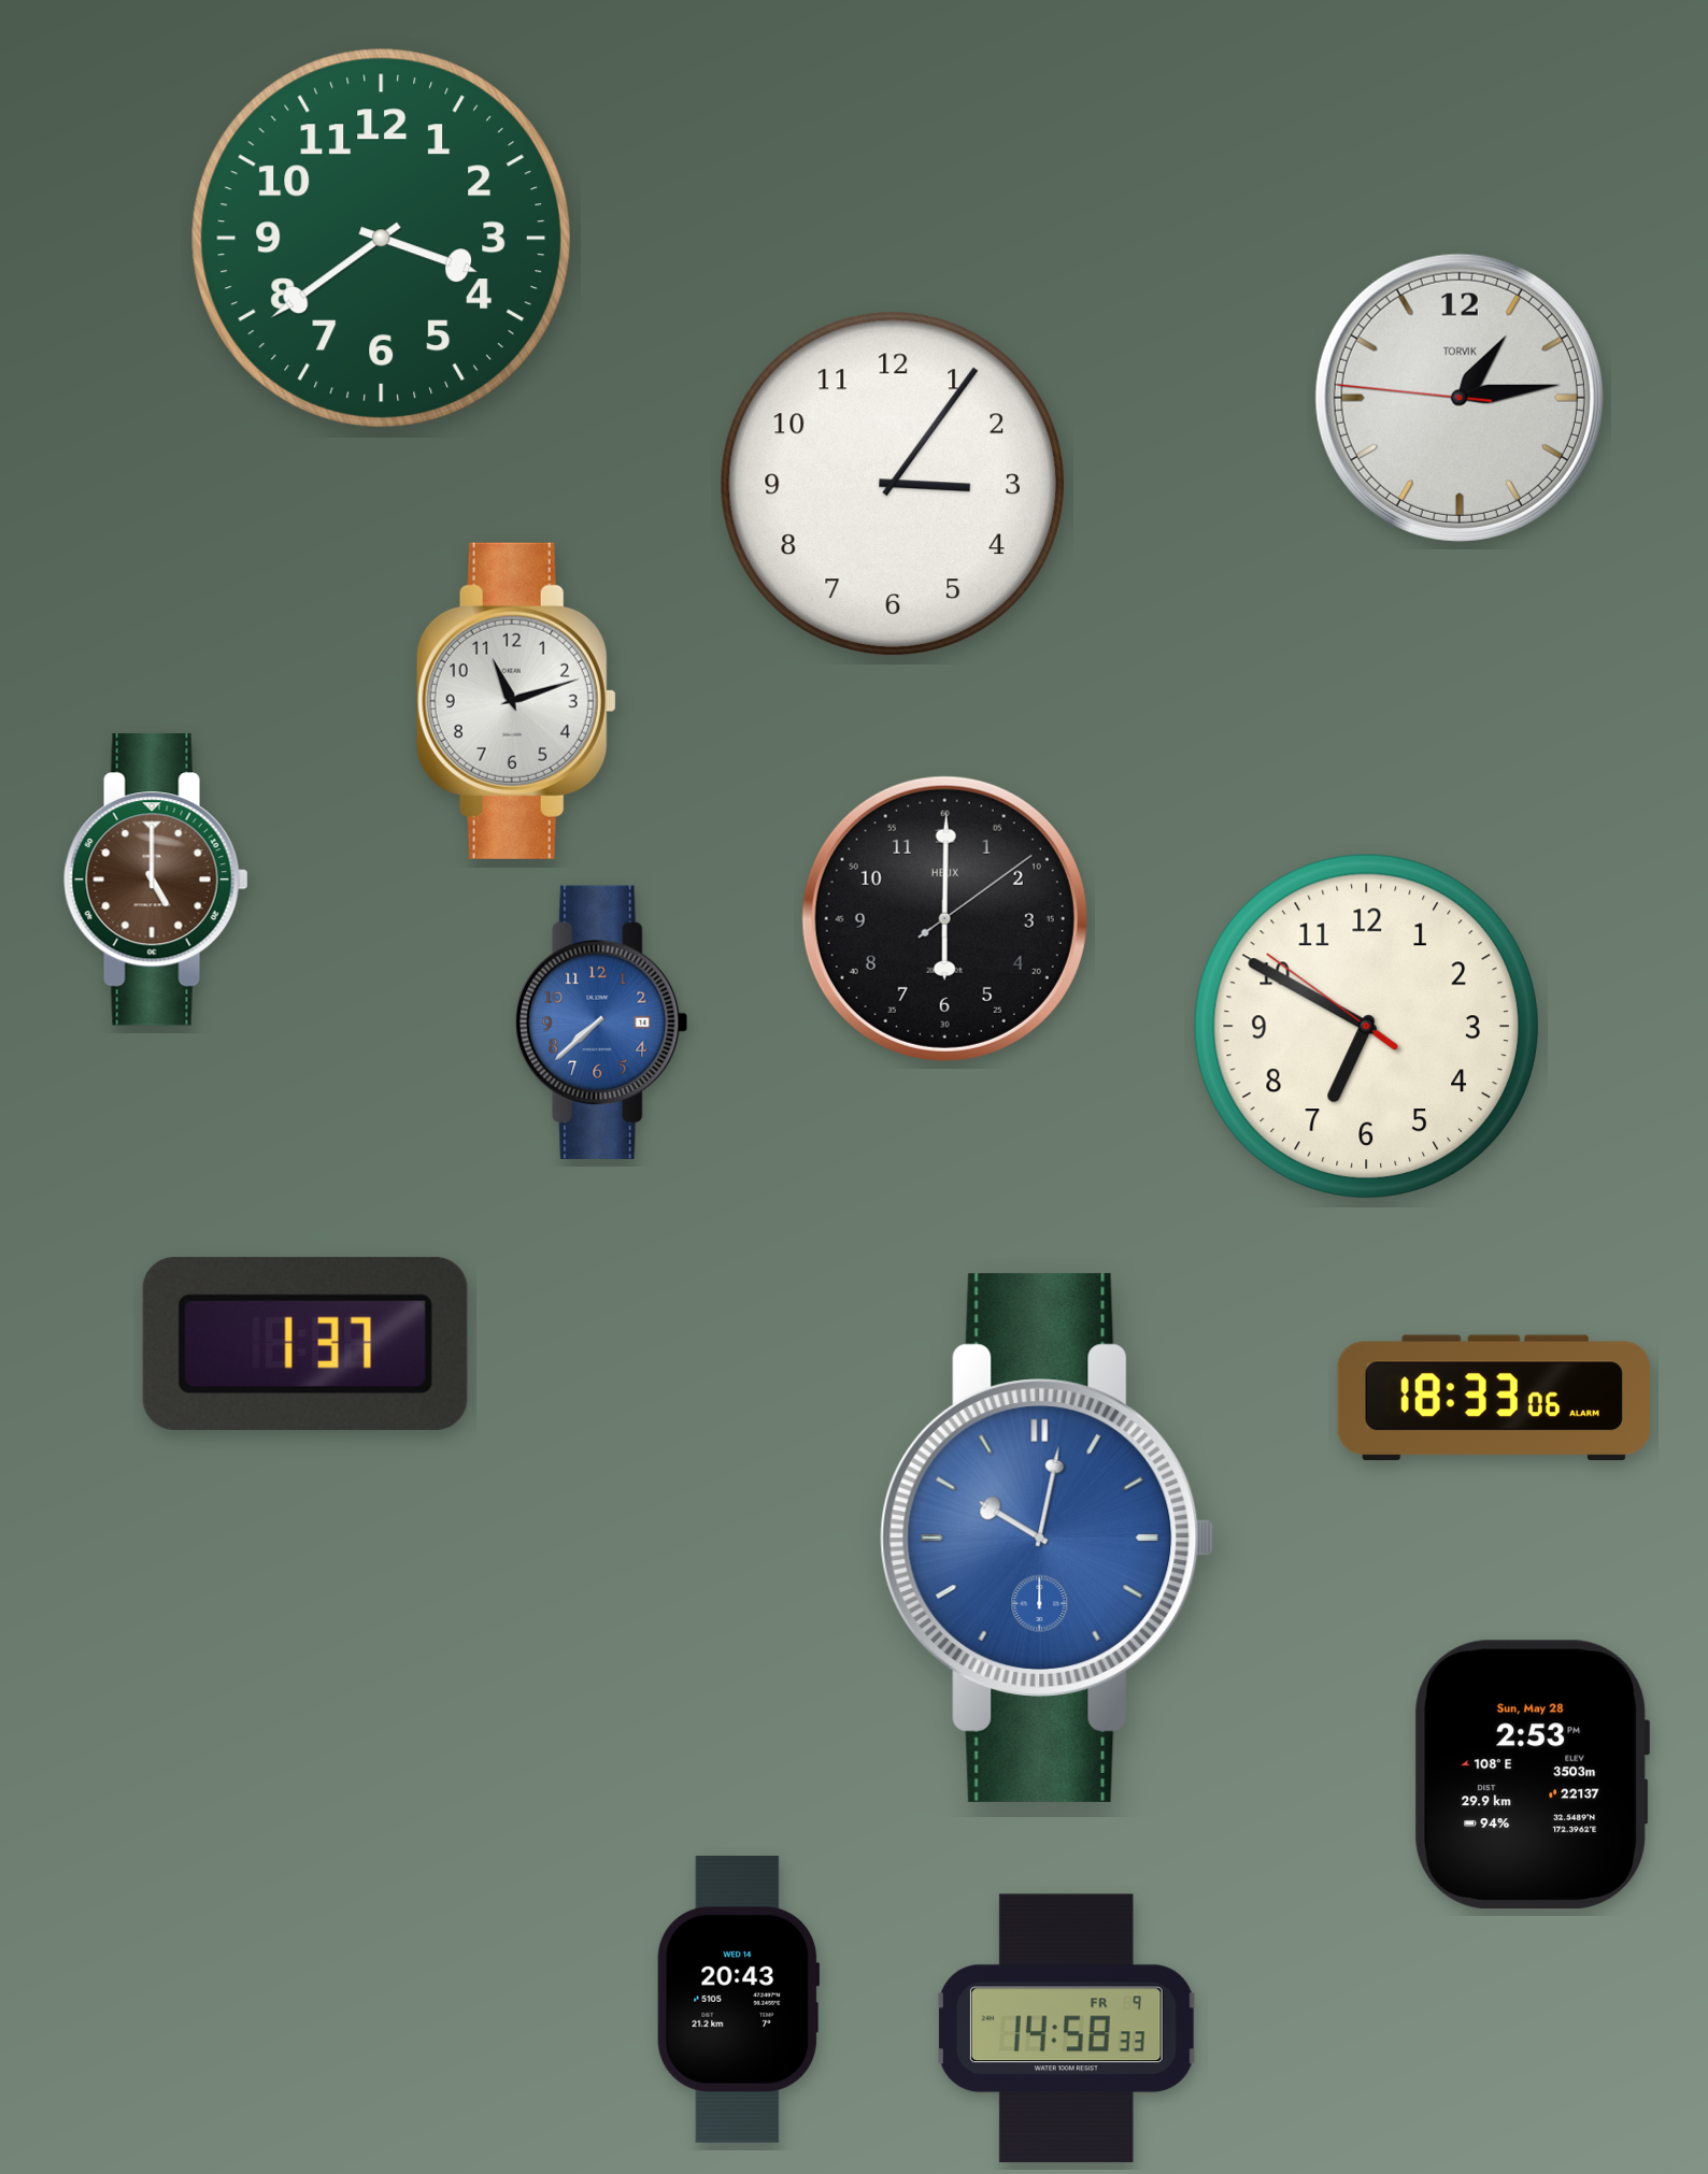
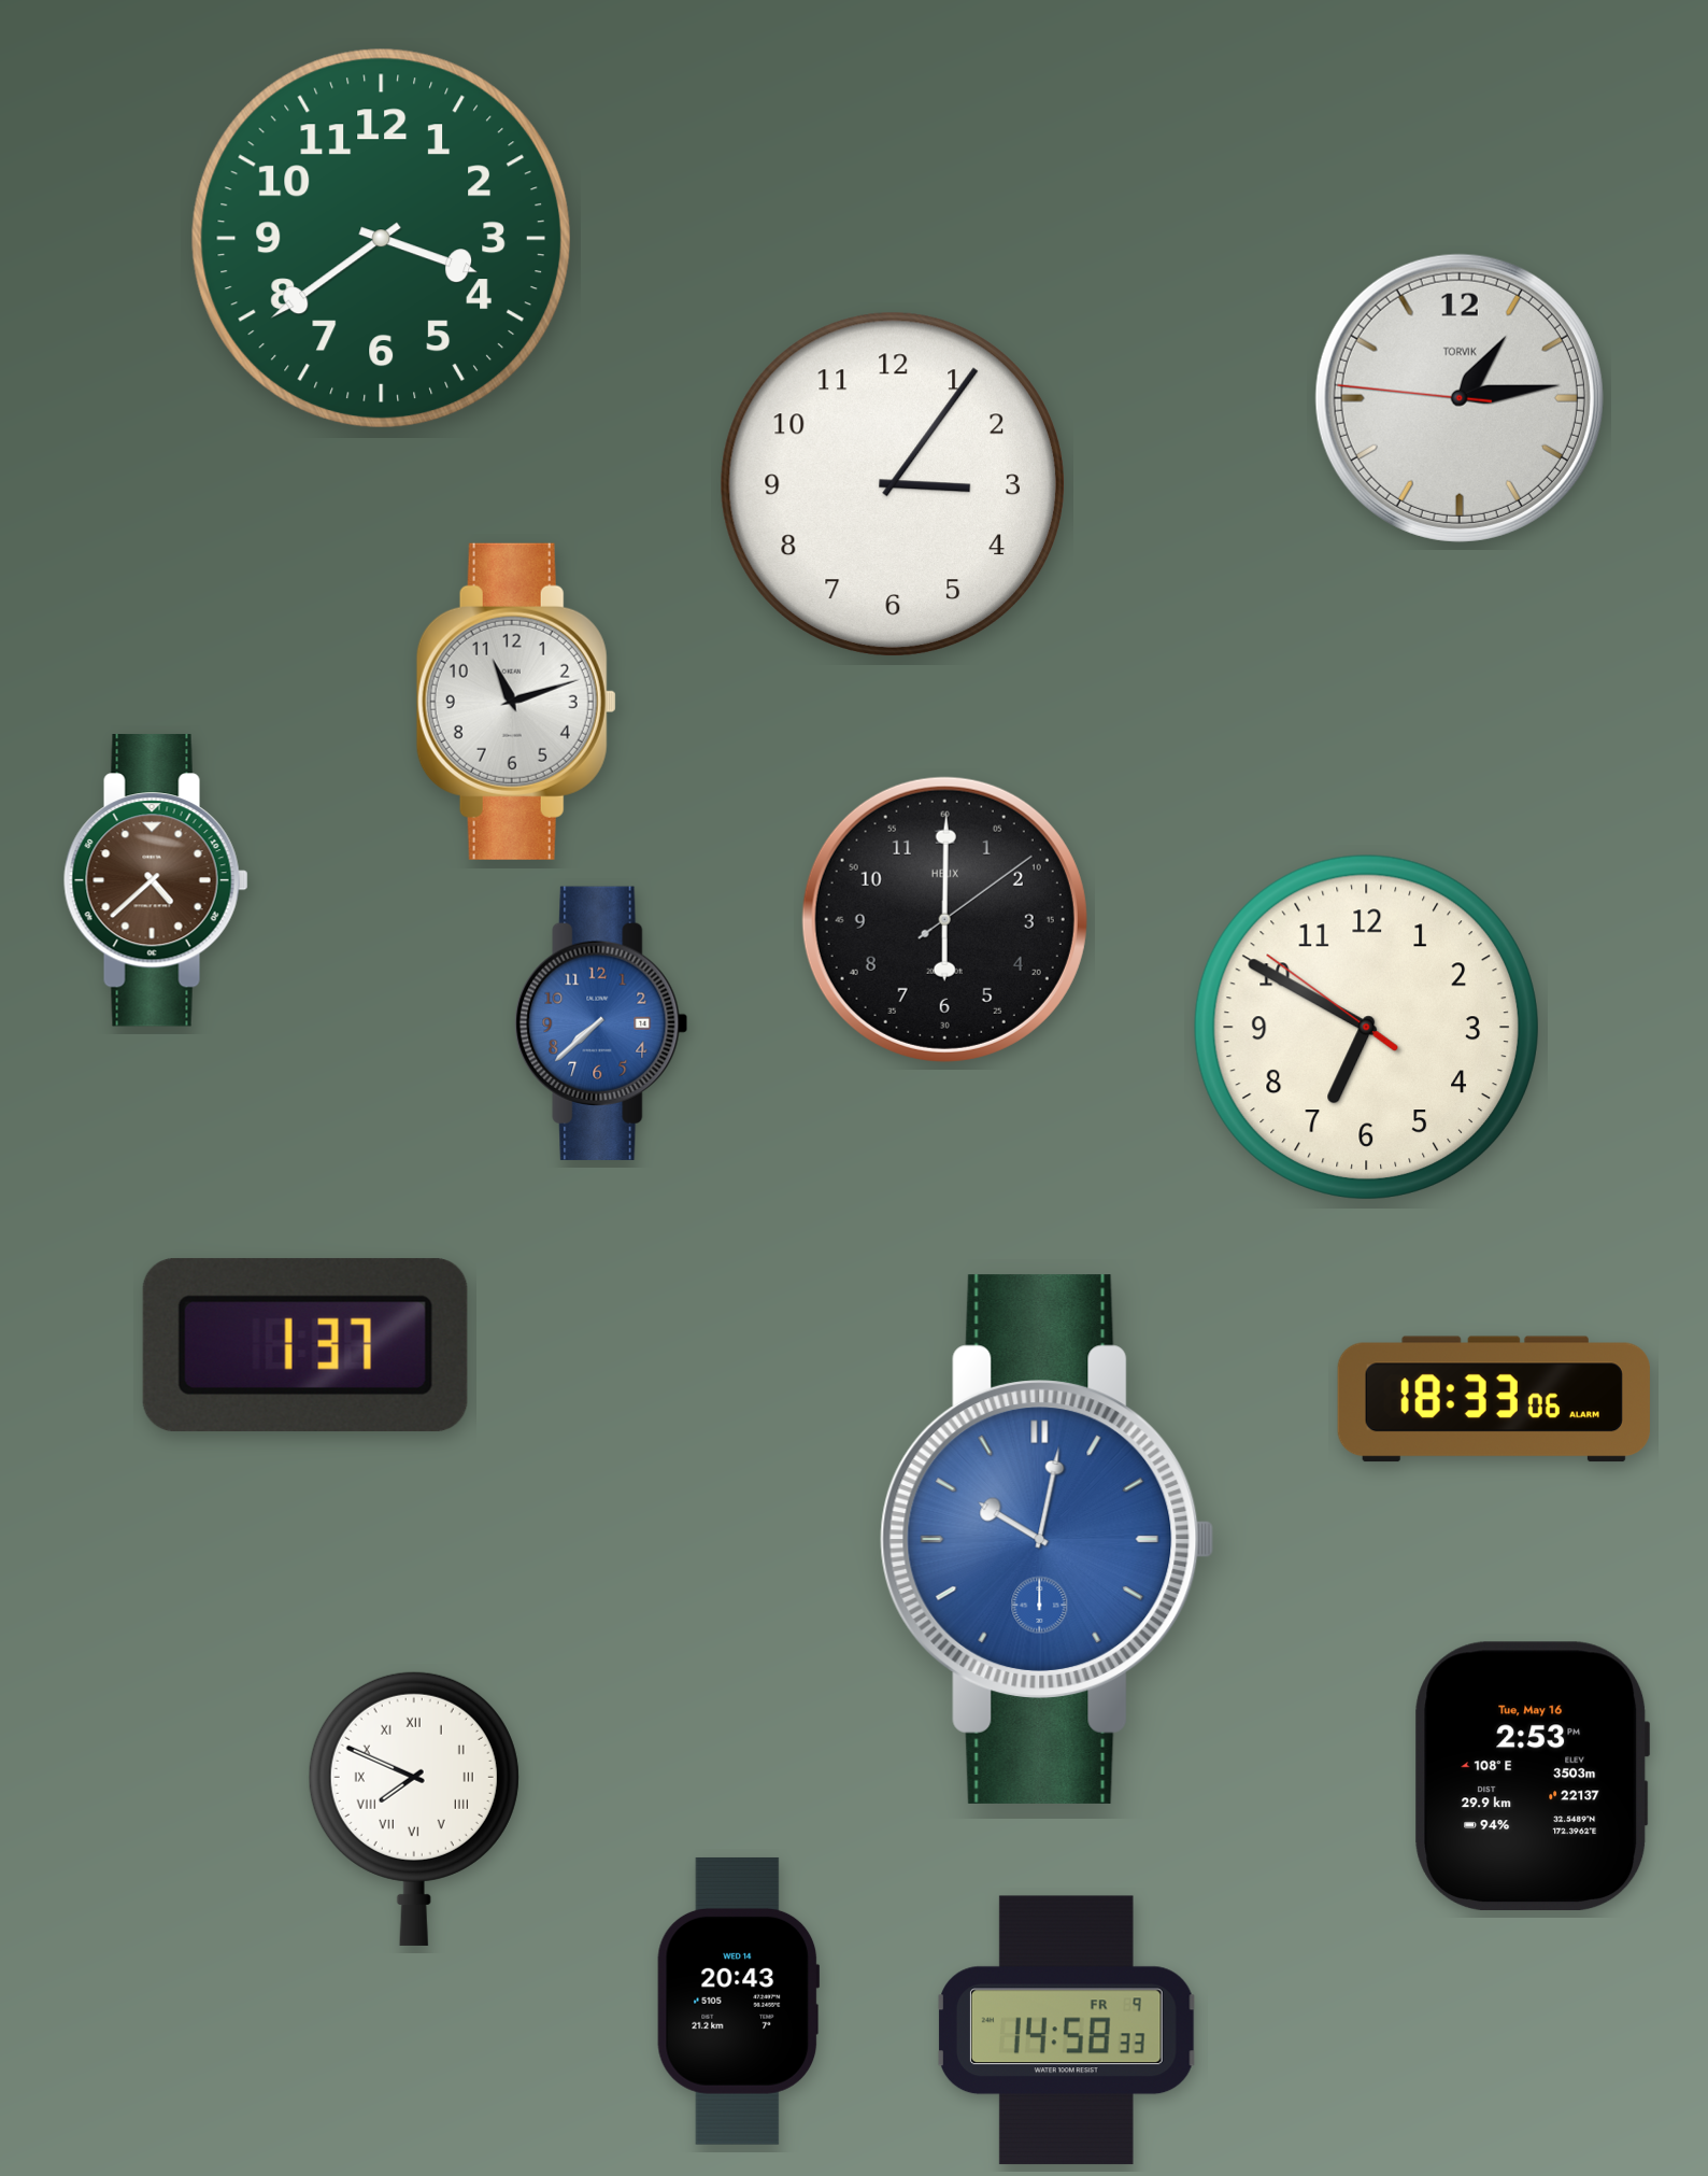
clock at (156, 879): 5:00 -> 4:38
clock at (1533, 1774) date: Sun, May 28 -> Tue, May 16
clock at (414, 1808): none -> 7:49
